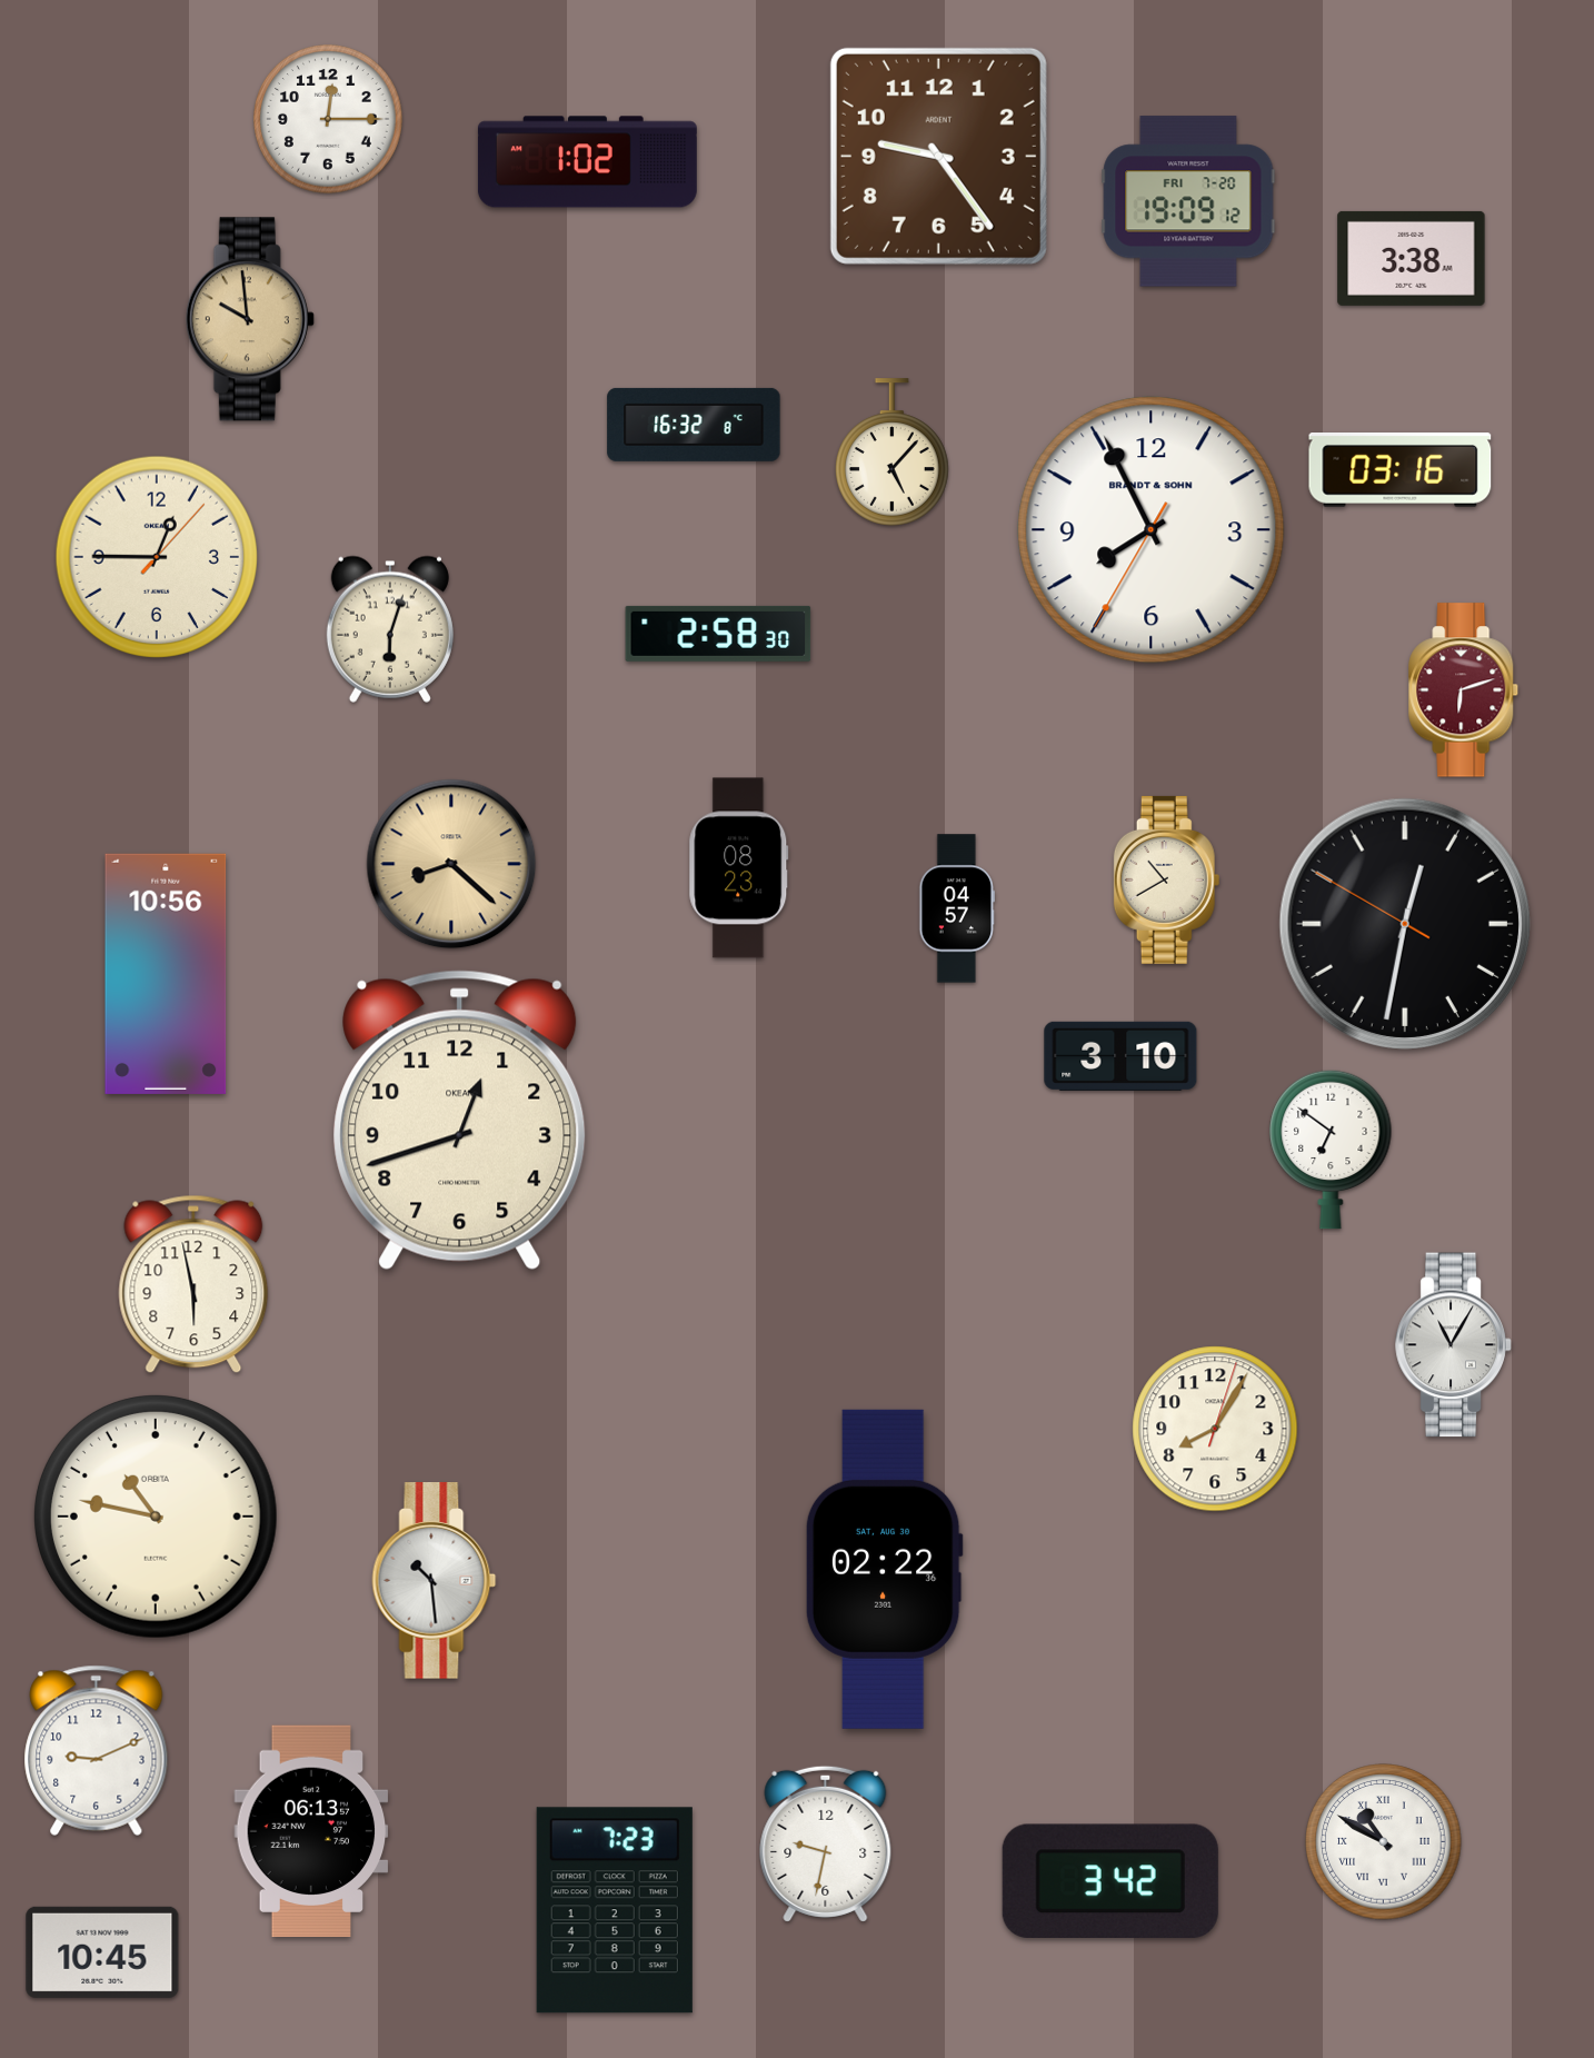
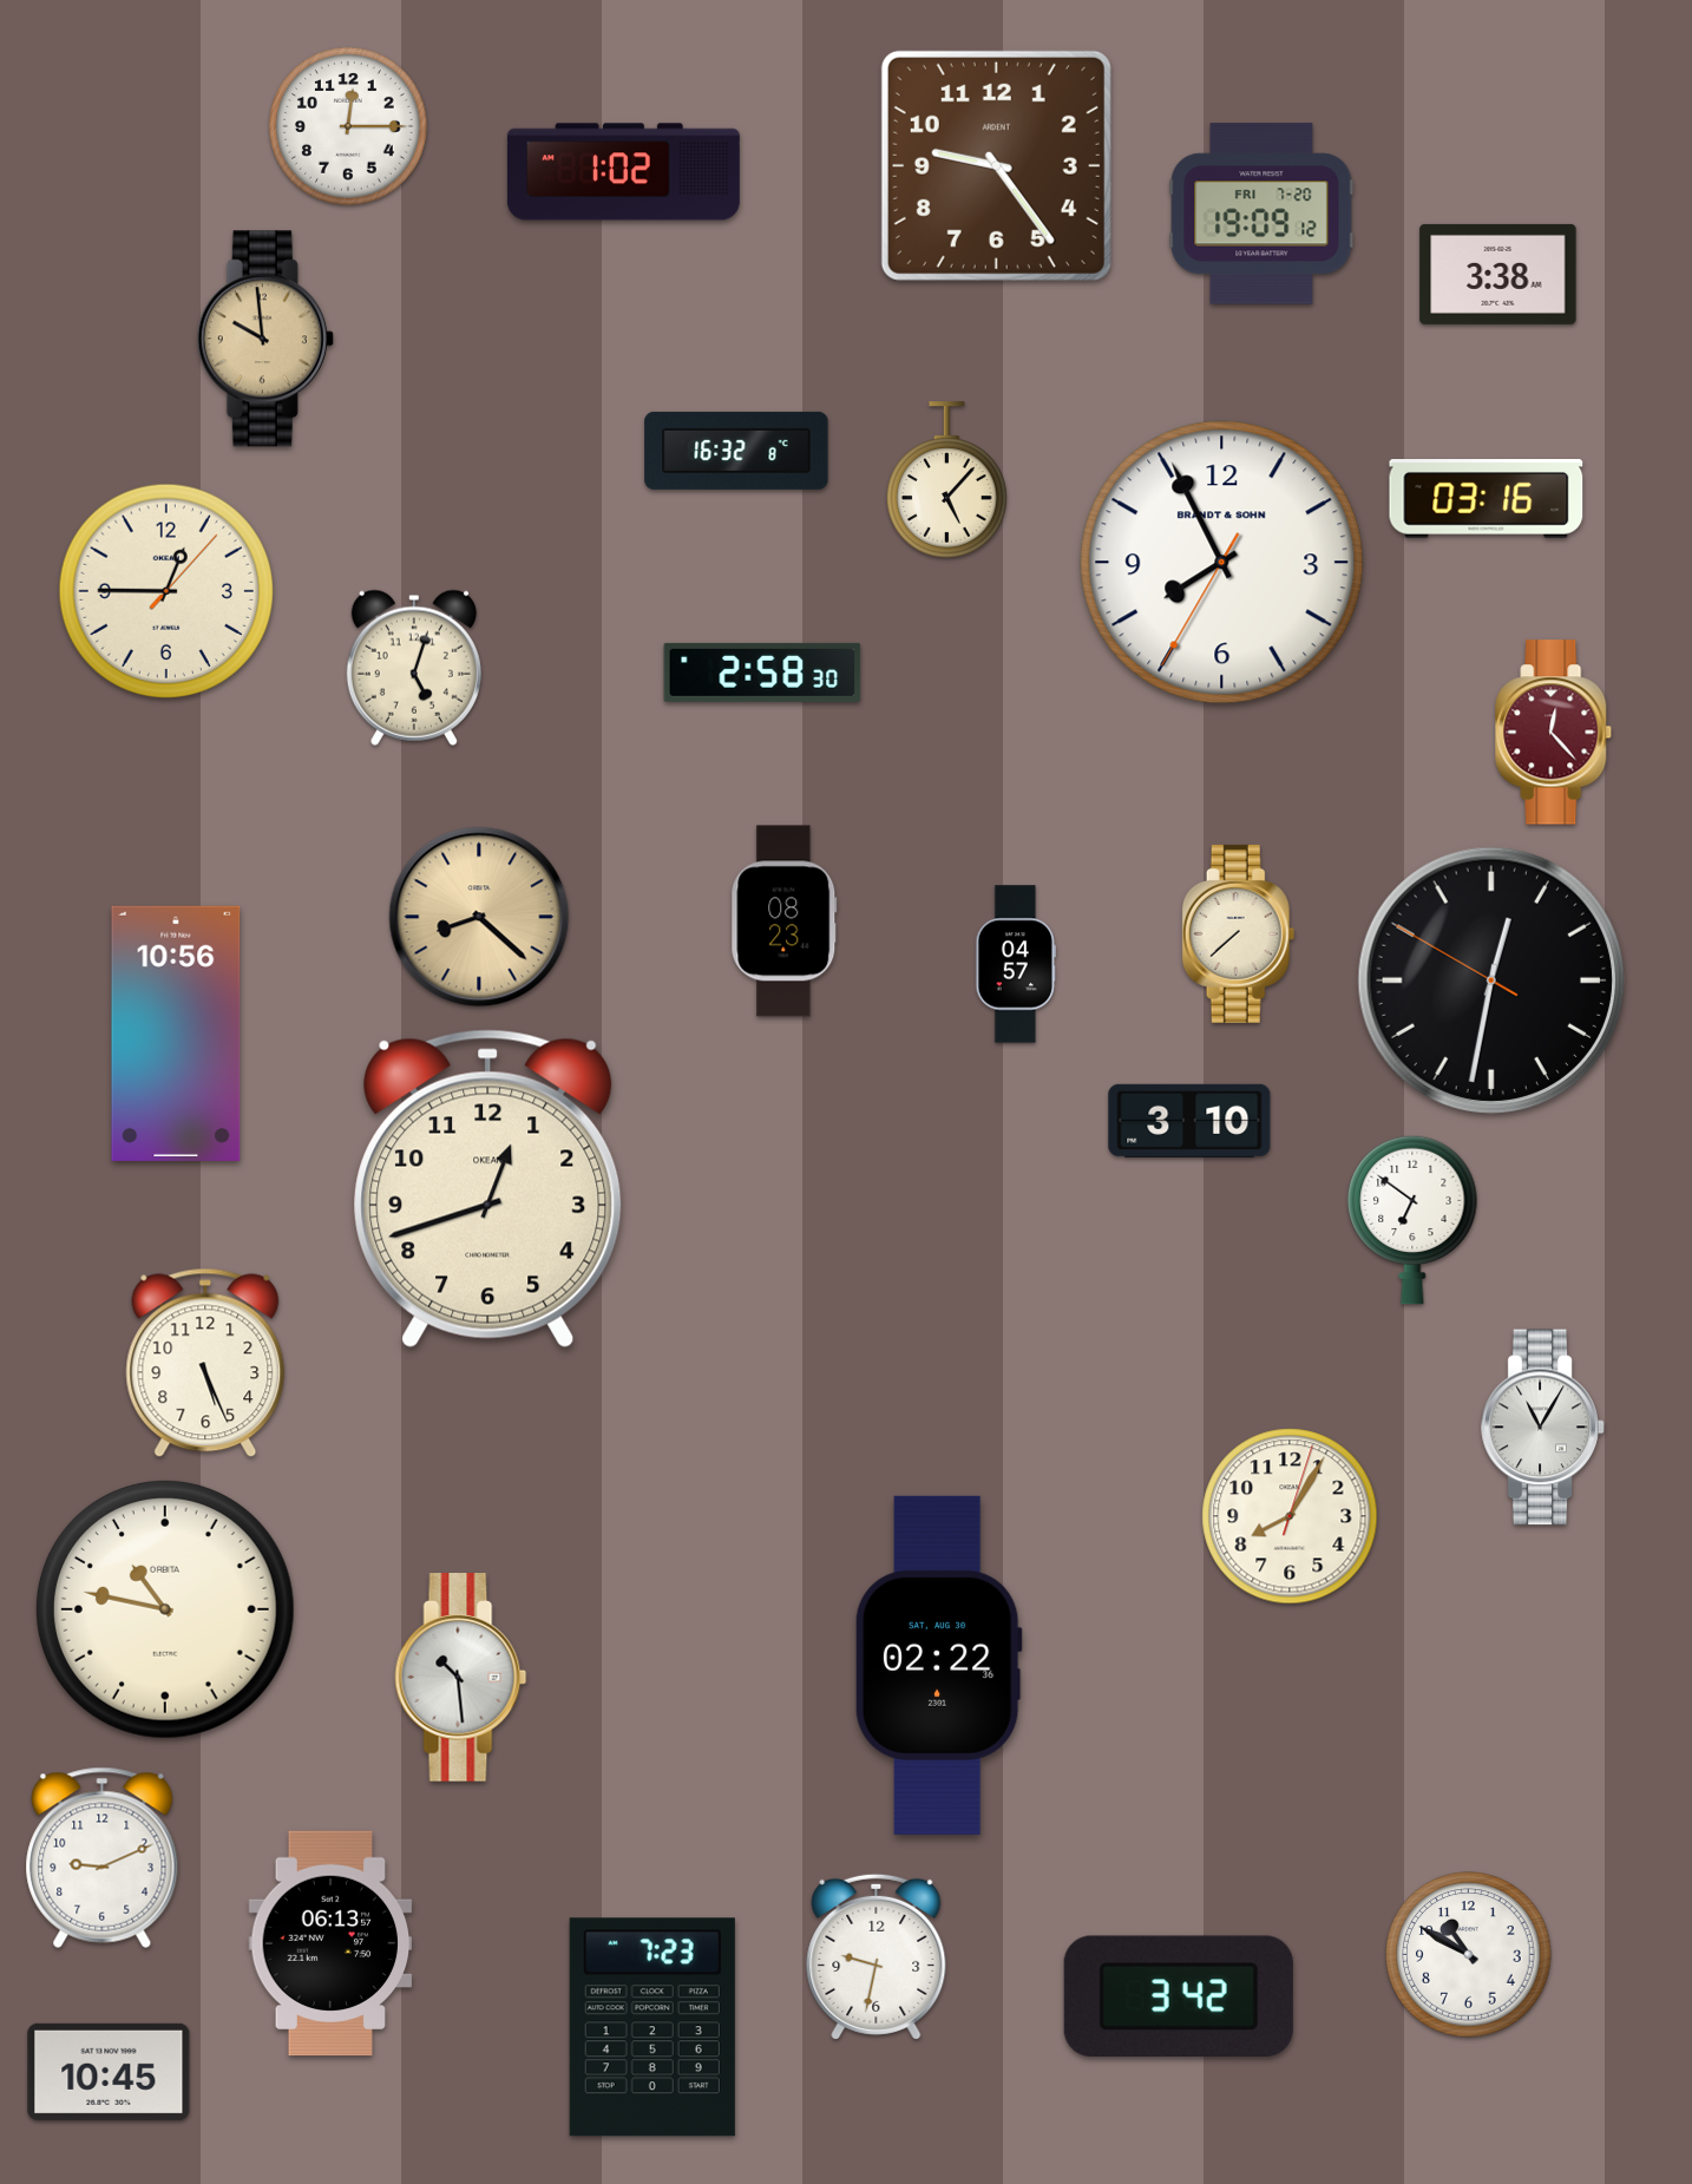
clock at (390, 629): 6:03 -> 5:03
clock at (1464, 690): 6:12 -> 12:23
clock at (1167, 879): 10:40 -> 7:38
clock at (193, 1284): 5:58 -> 5:26
clock at (1384, 1842) numerals: Roman -> Arabic
